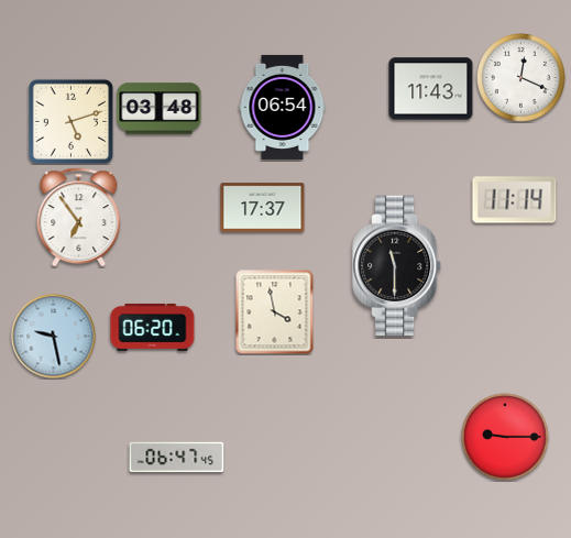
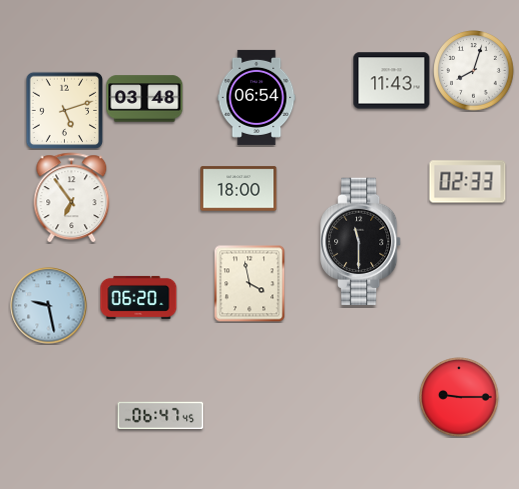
clock at (521, 78): 12:19 -> 8:03
clock at (515, 200): 11:14 -> 02:33
clock at (263, 208): 17:37 -> 18:00
